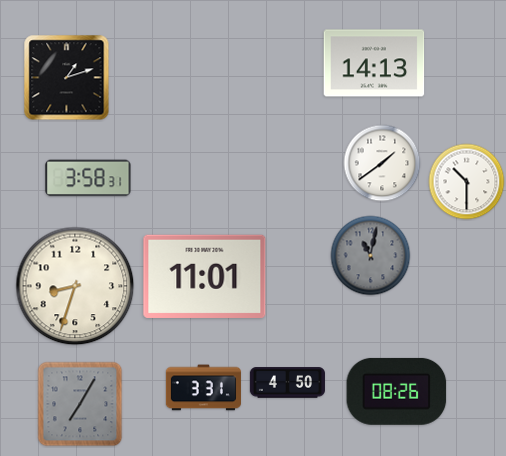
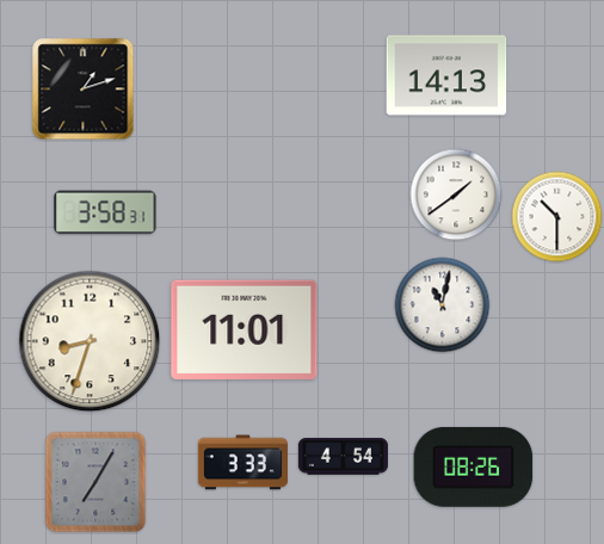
clock at (67, 78) position: (67, 78) -> (84, 89)
clock at (371, 256) dial: grey -> white
clock at (287, 383): 4:50 -> 4:54
clock at (203, 388): 3:31 -> 3:33
